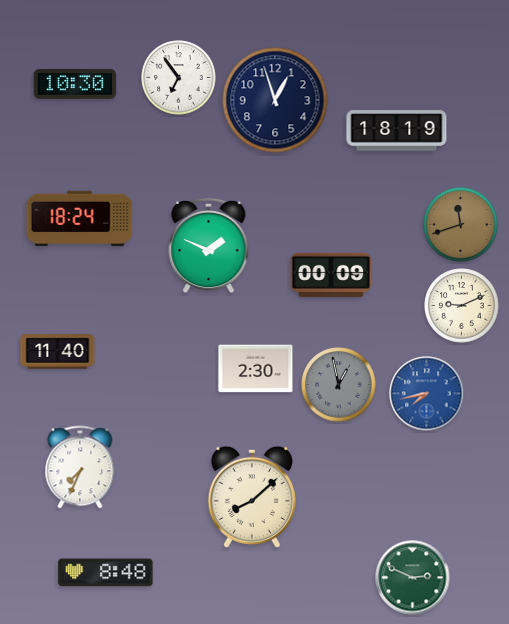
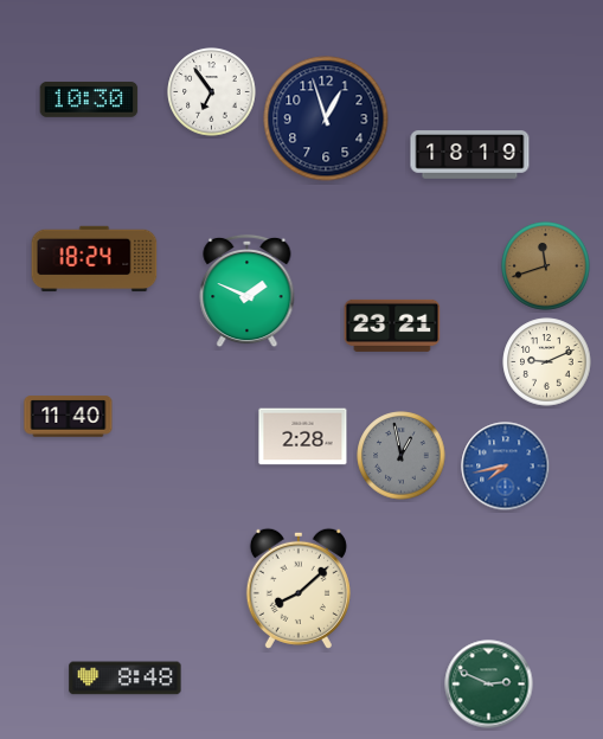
clock at (331, 275): 00:09 -> 23:21
clock at (256, 369): 2:30 -> 2:28
clock at (80, 467): 7:34 -> none
